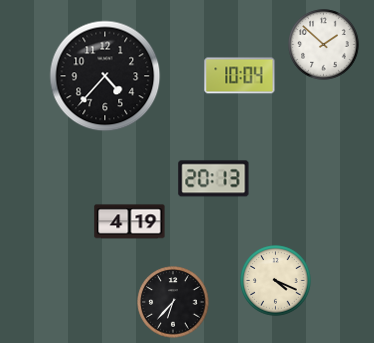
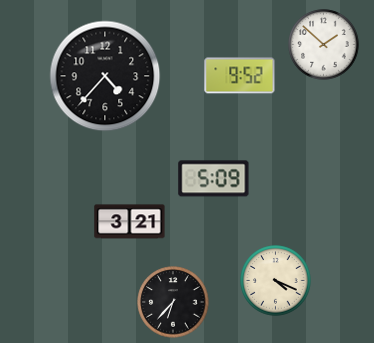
clock at (240, 76): 10:04 -> 9:52
clock at (214, 179): 20:13 -> 5:09
clock at (130, 222): 4:19 -> 3:21
